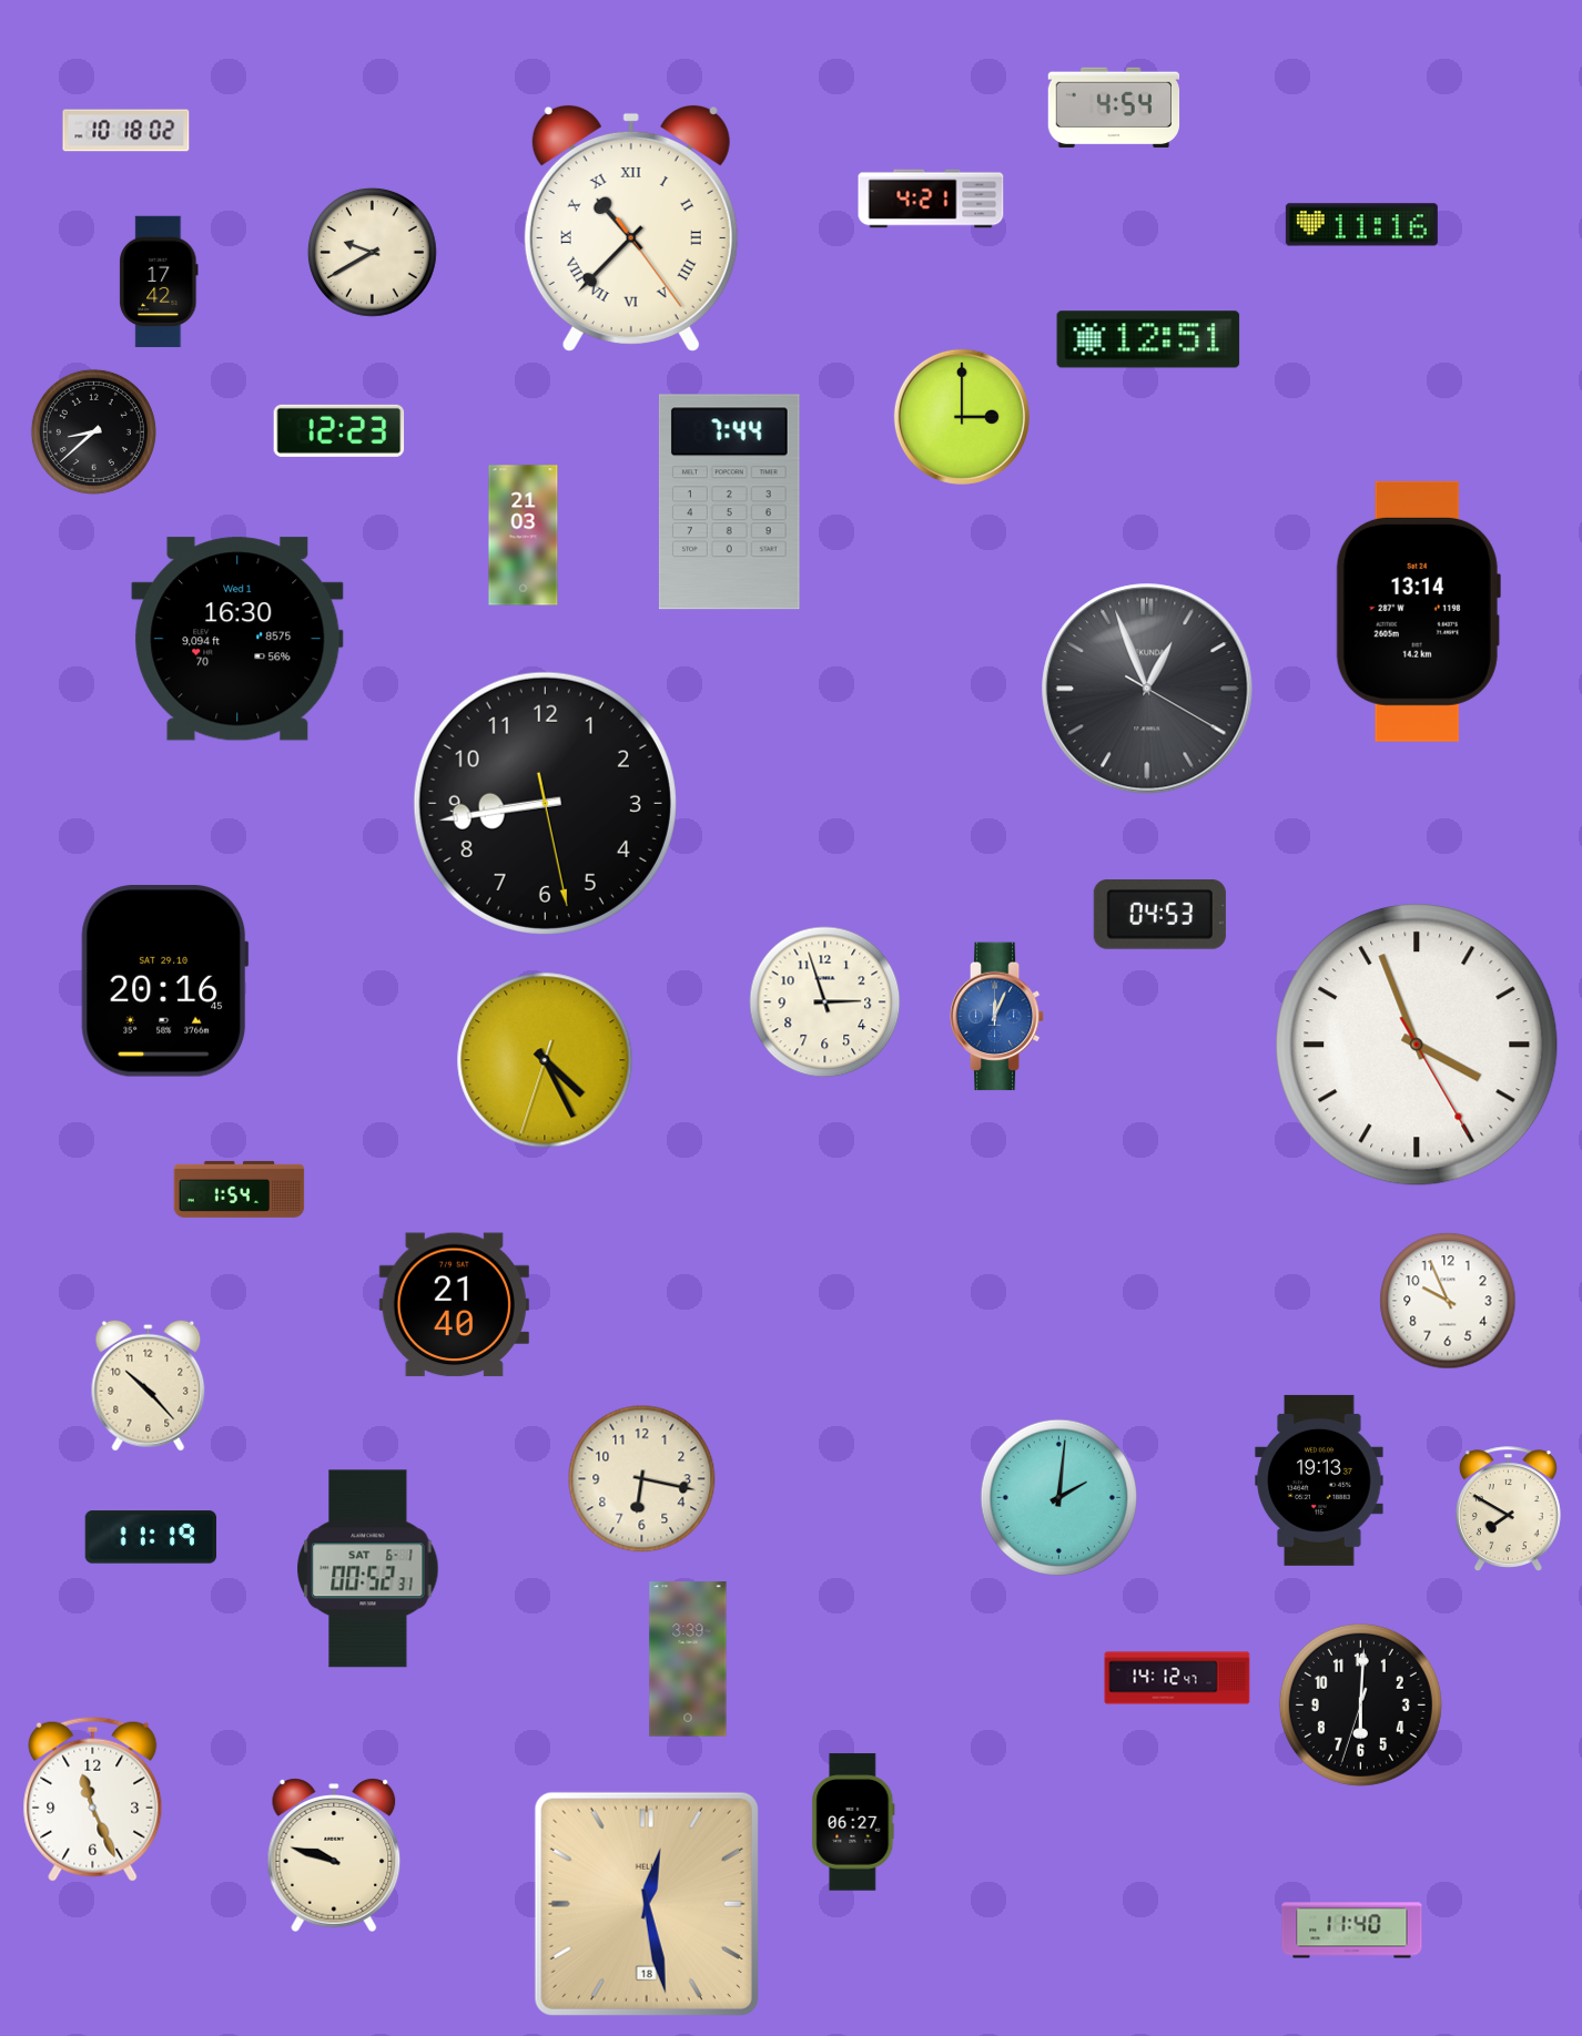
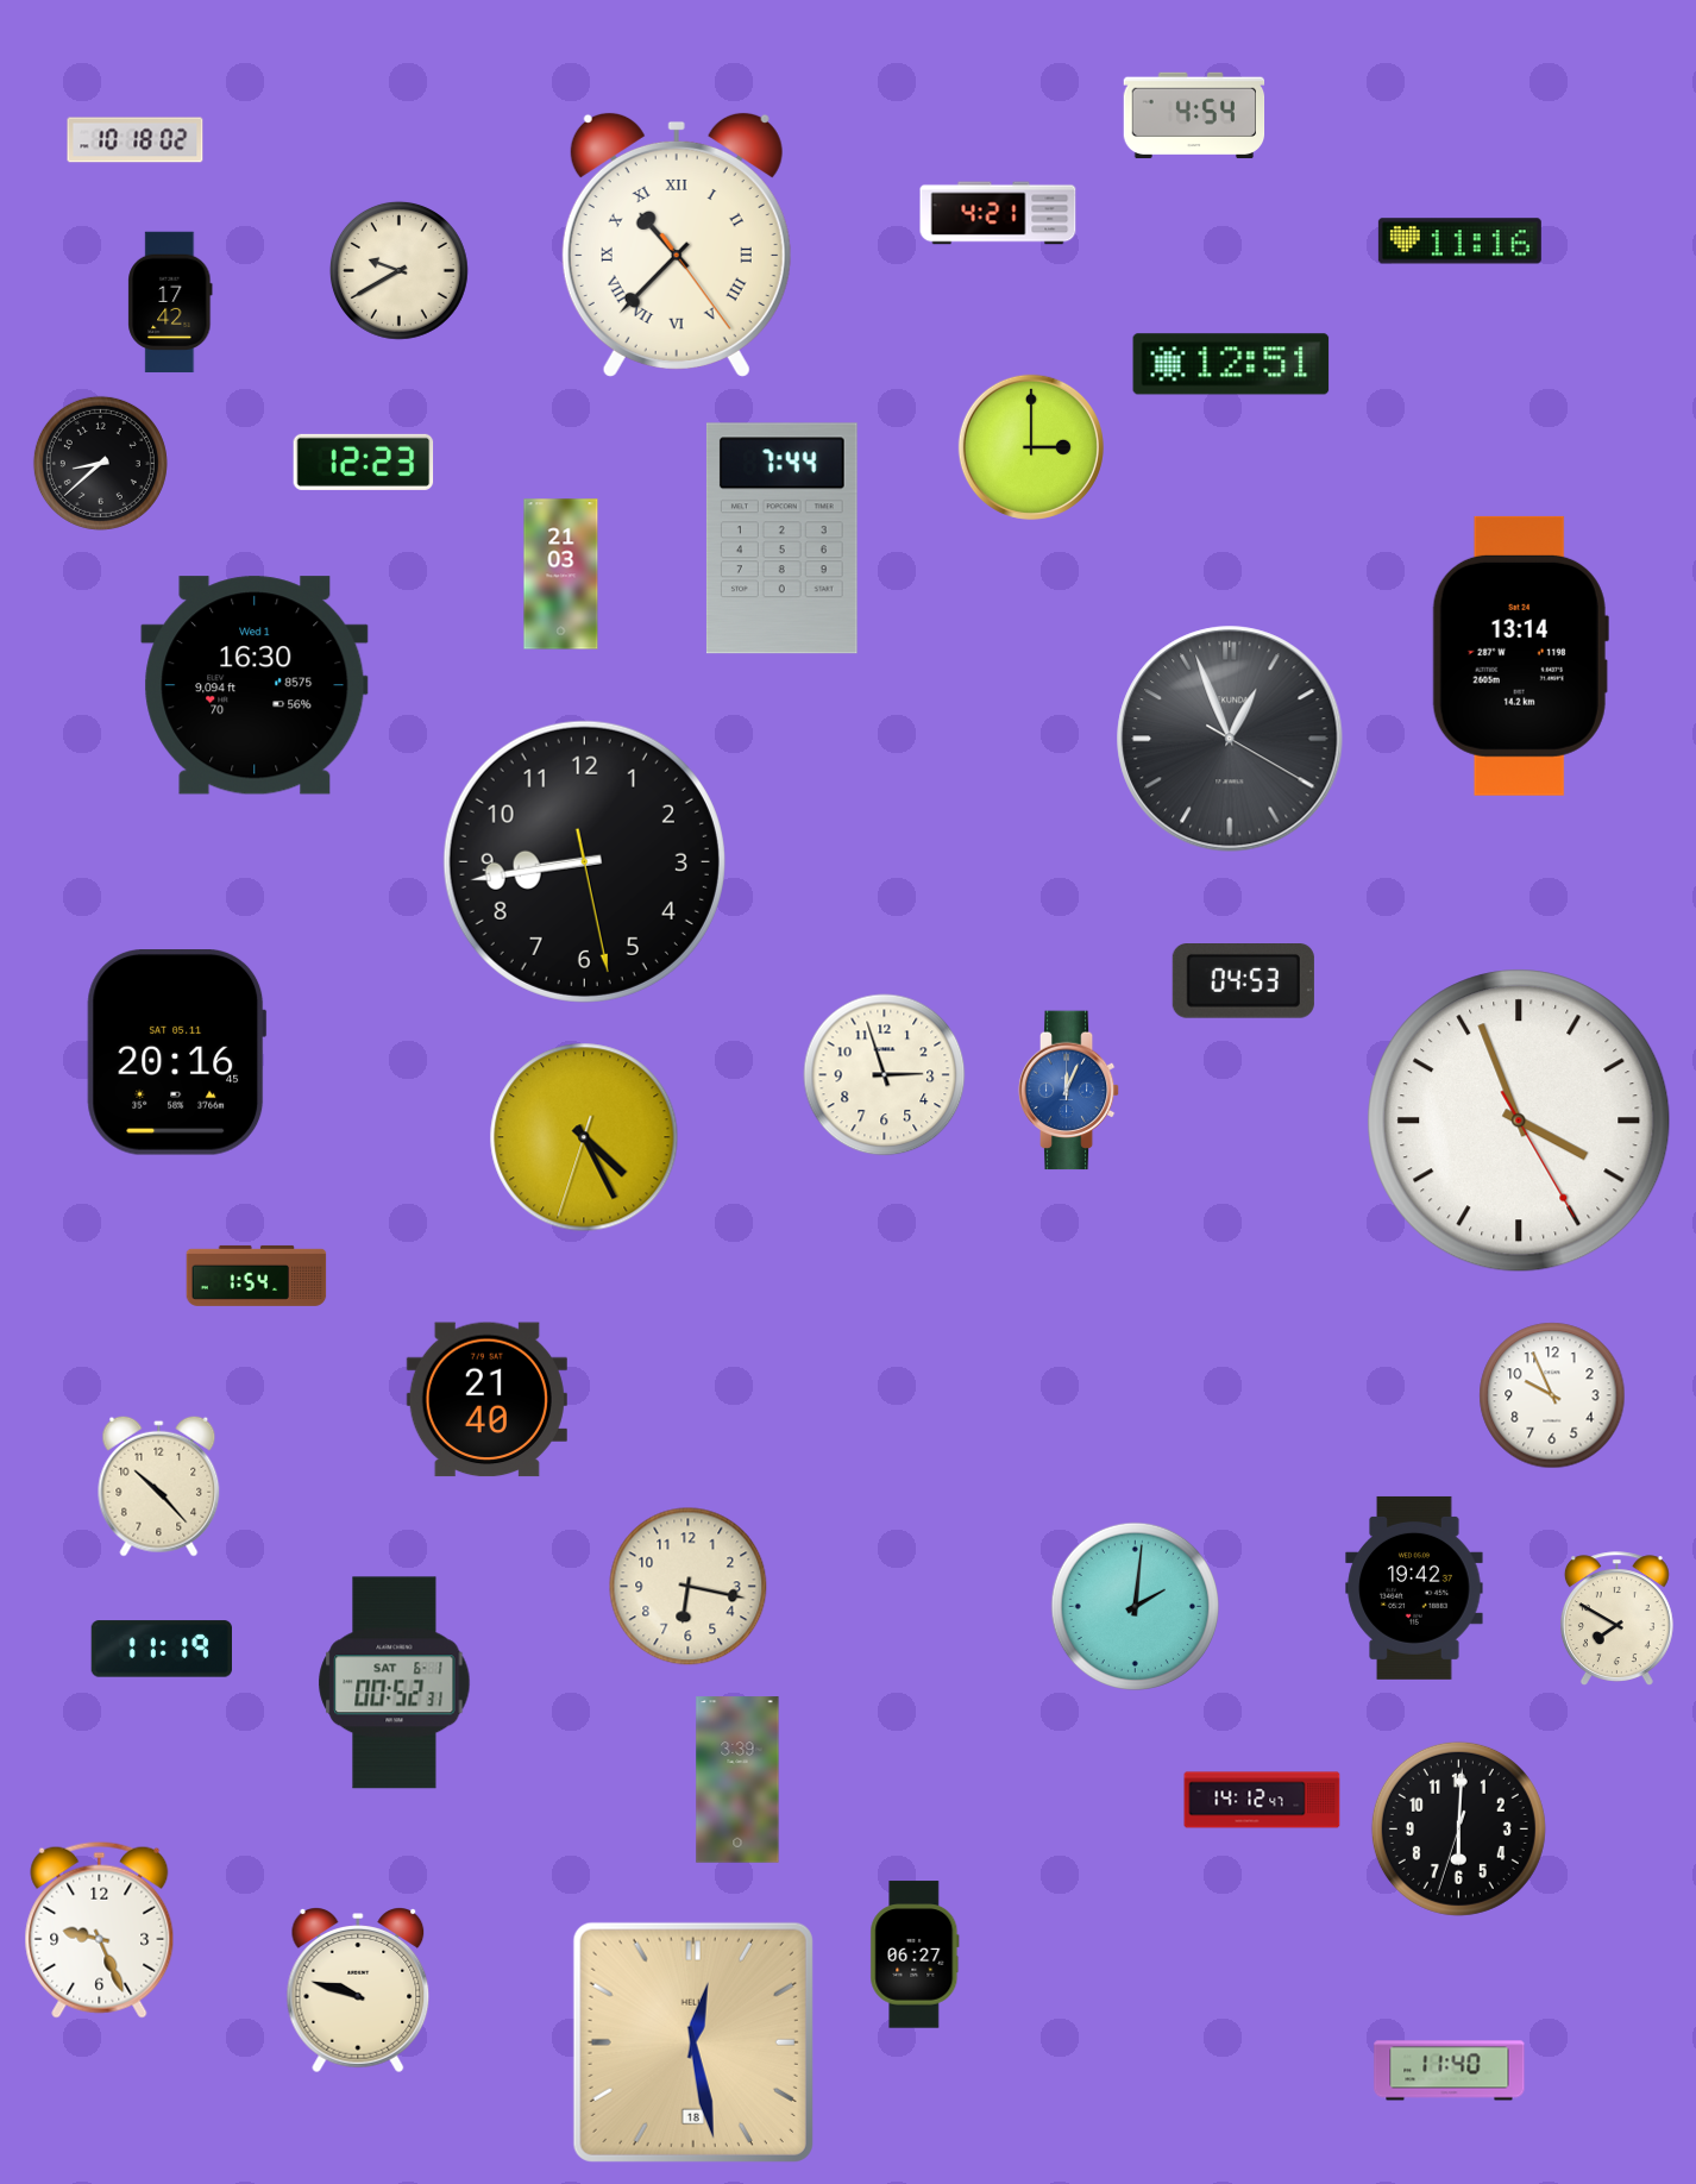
clock at (165, 981) date: SAT 29.10 -> SAT 05.11
clock at (1319, 1480): 19:13 -> 19:42
clock at (93, 1799): 11:26 -> 9:26
